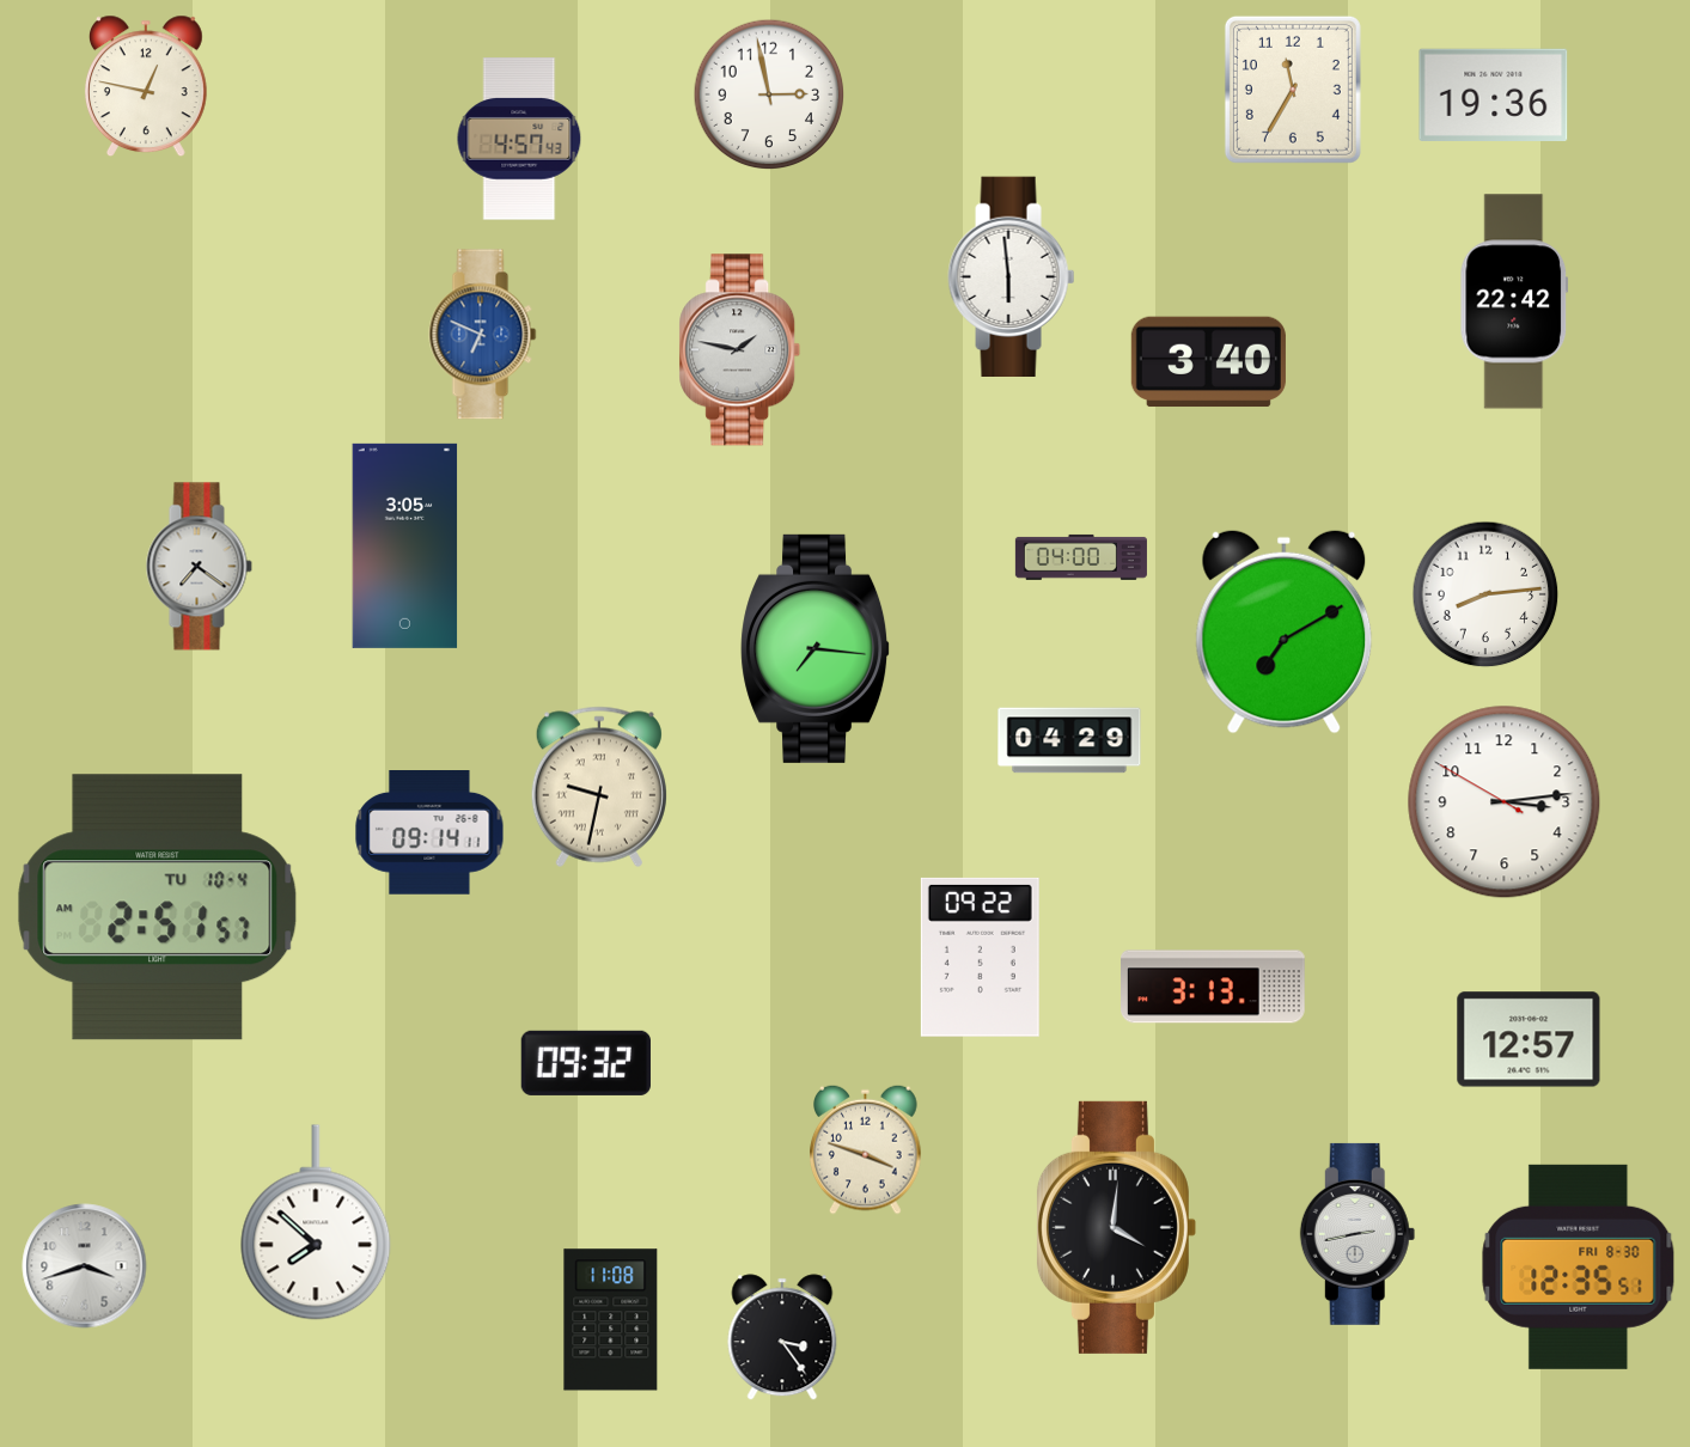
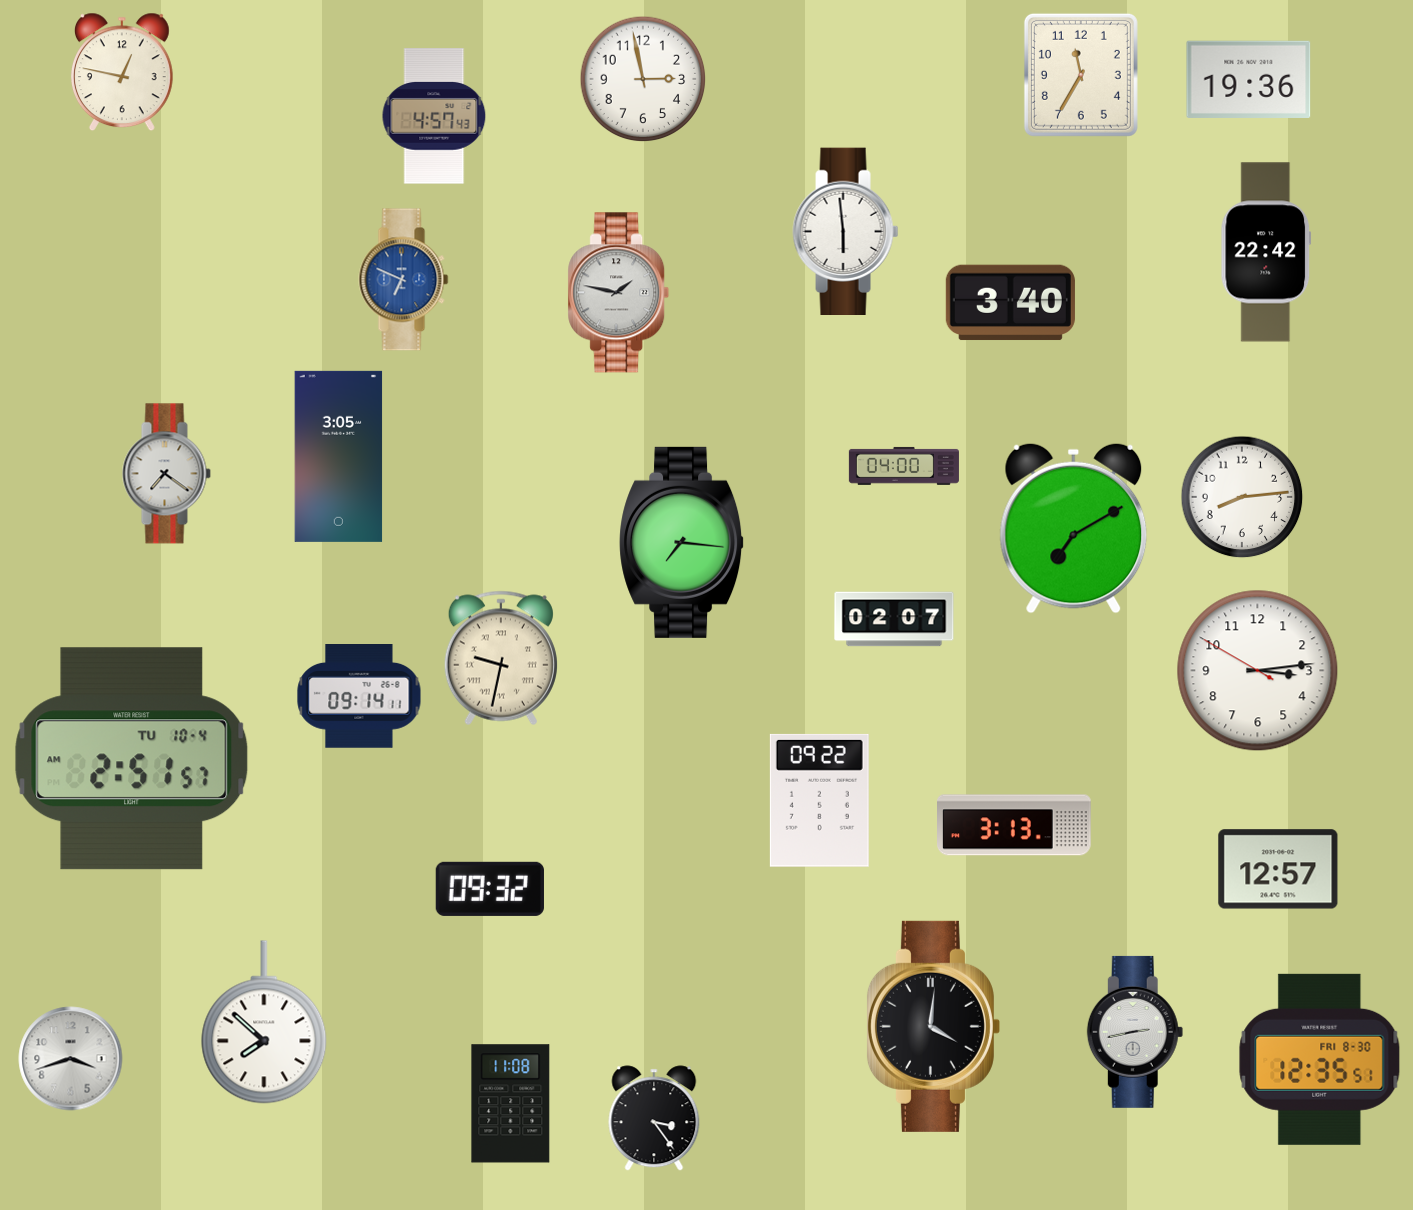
clock at (1069, 740): 04:29 -> 02:07
clock at (866, 1149): 3:48 -> none
